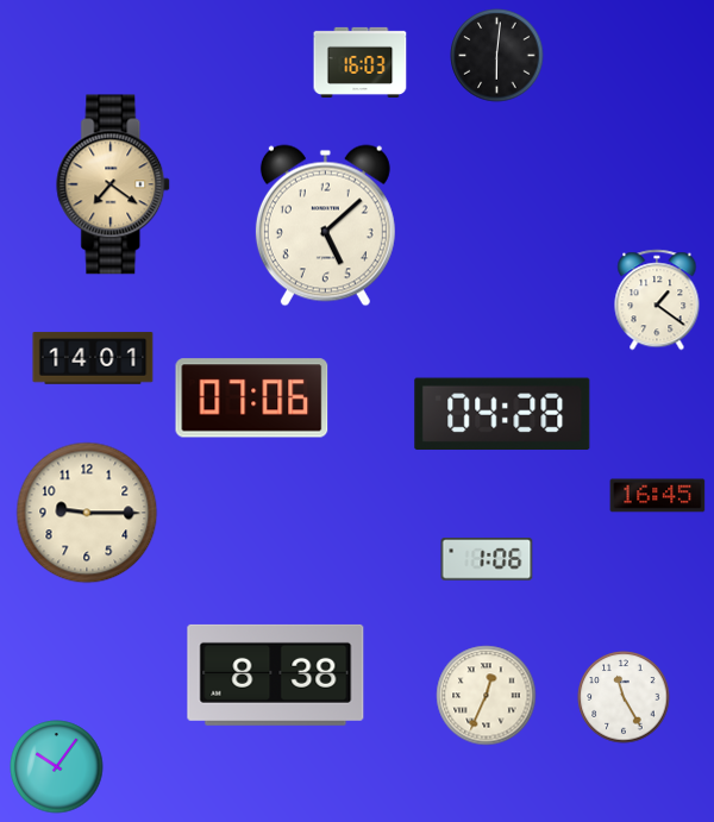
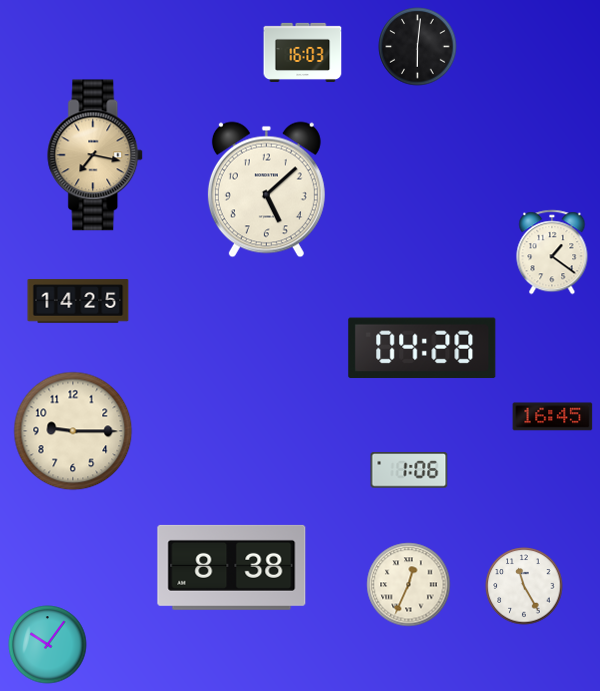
clock at (114, 184): 7:21 -> 7:17
clock at (325, 226) position: (325, 226) -> (266, 190)
clock at (93, 358): 14:01 -> 14:25
clock at (252, 399): 07:06 -> none
